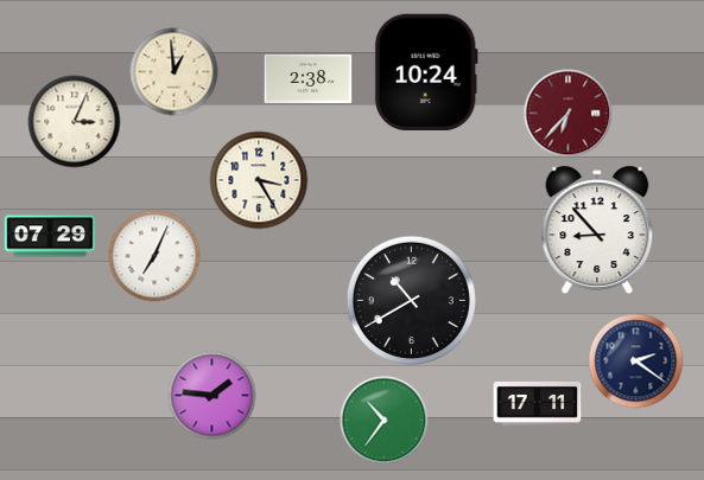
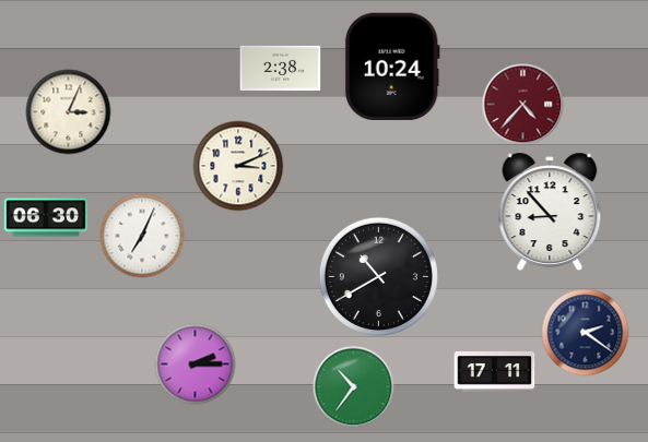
clock at (175, 72): 12:59 -> none
clock at (309, 78) position: (309, 78) -> (281, 68)
clock at (569, 114): 6:37 -> 4:37
clock at (259, 180): 3:25 -> 3:11
clock at (50, 236): 07:29 -> 06:30
clock at (213, 396): 1:46 -> 2:15
